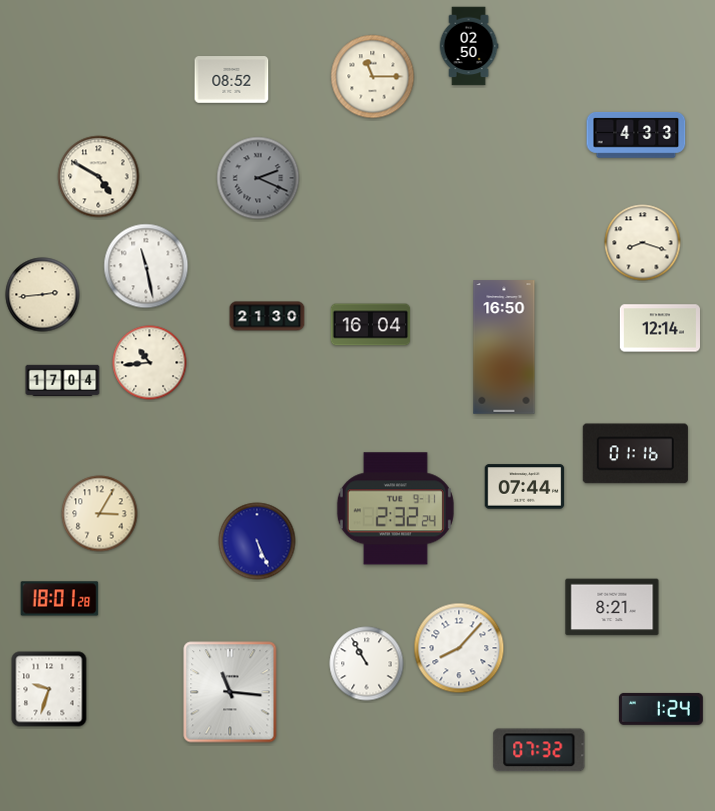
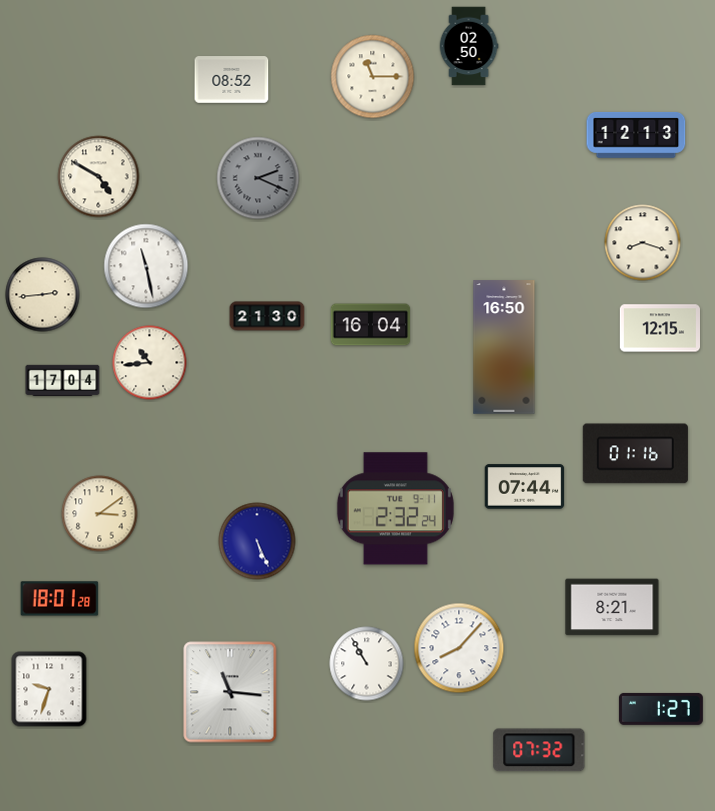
clock at (636, 135): 4:33 -> 12:13
clock at (660, 328): 12:14 -> 12:15
clock at (100, 514): 3:05 -> 3:09
clock at (661, 709): 1:24 -> 1:27
